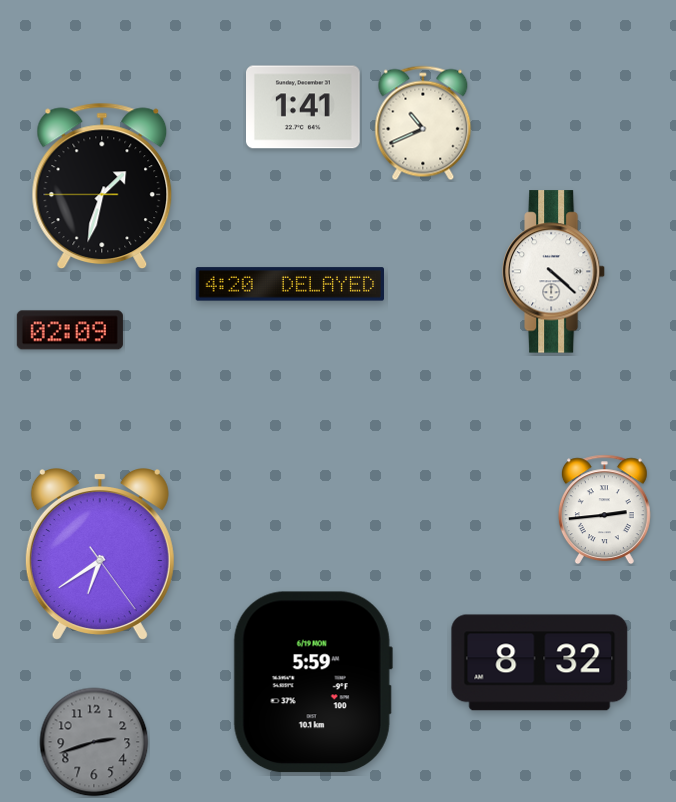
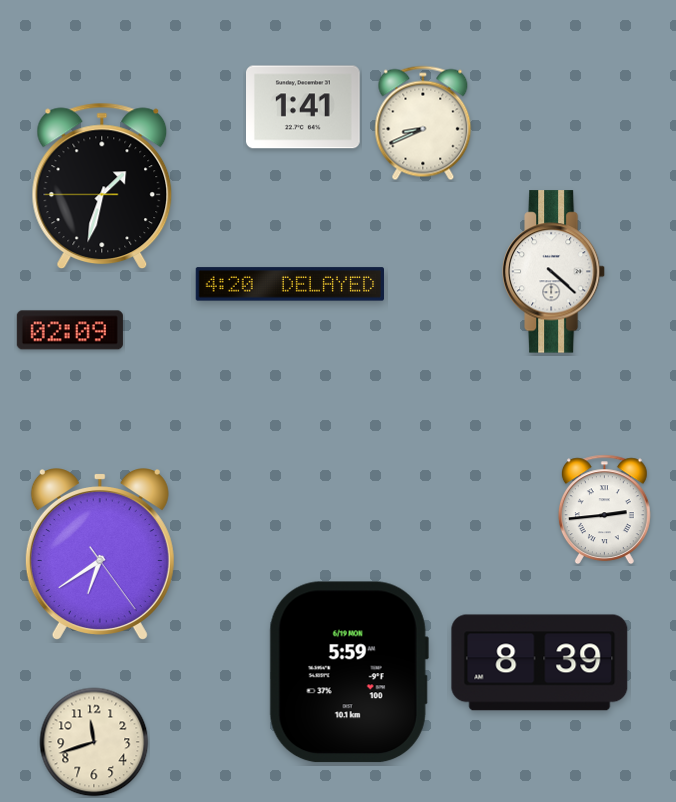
clock at (423, 123): 10:41 -> 8:41
clock at (540, 663): 8:32 -> 8:39
clock at (313, 682) position: (313, 682) -> (349, 672)
clock at (94, 742): 2:42 -> 11:42
clock at (94, 742) dial: grey -> cream
